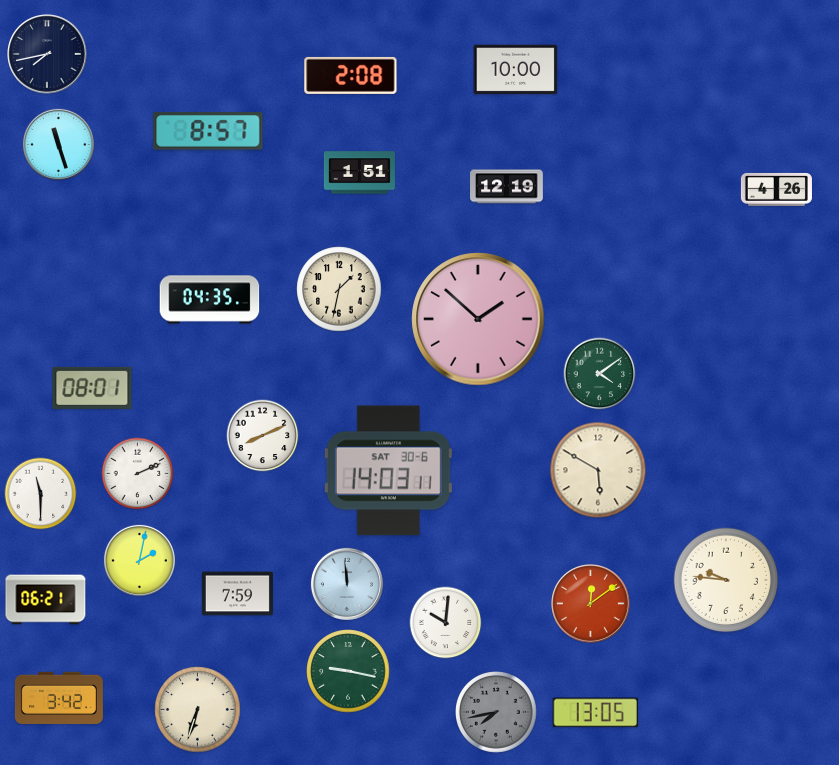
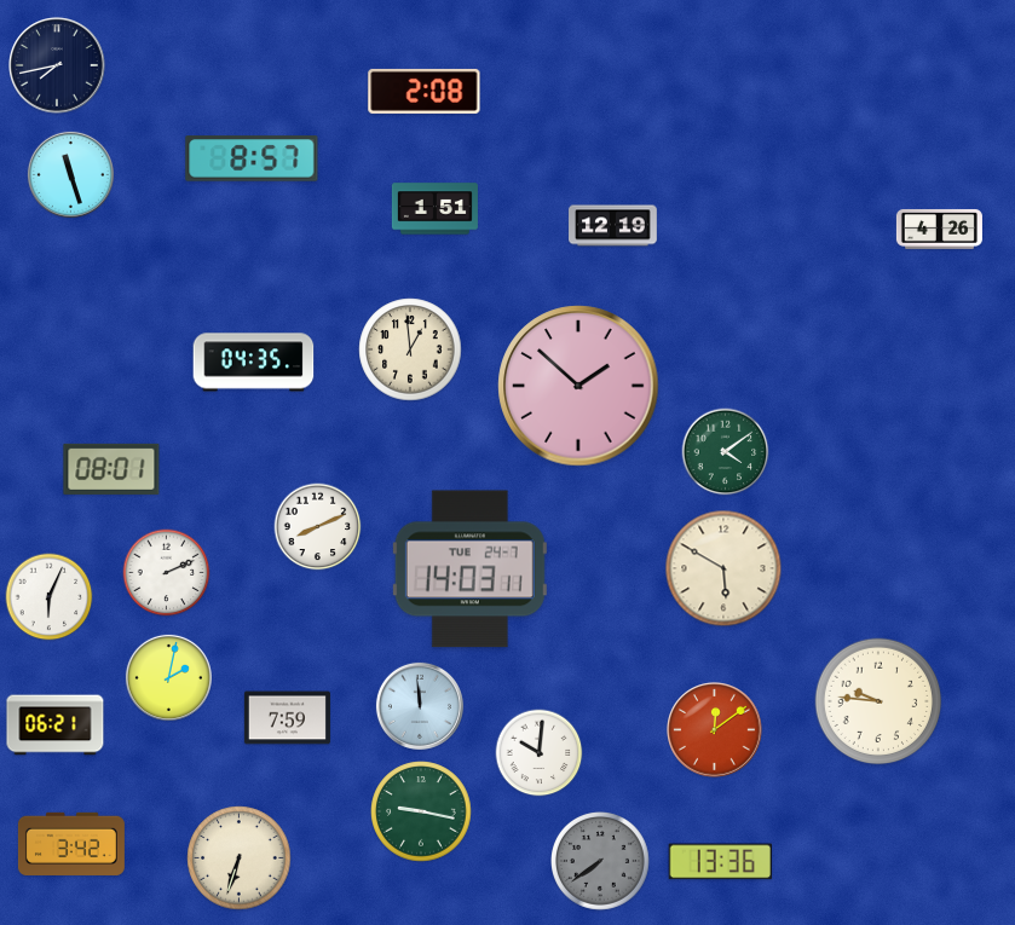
clock at (516, 70): 10:00 -> none
clock at (339, 289): 1:32 -> 12:59
clock at (388, 471) date: SAT 30-6 -> TUE 24-7
clock at (41, 494): 11:30 -> 6:04
clock at (497, 713): 7:43 -> 7:39
clock at (595, 713): 13:05 -> 13:36
